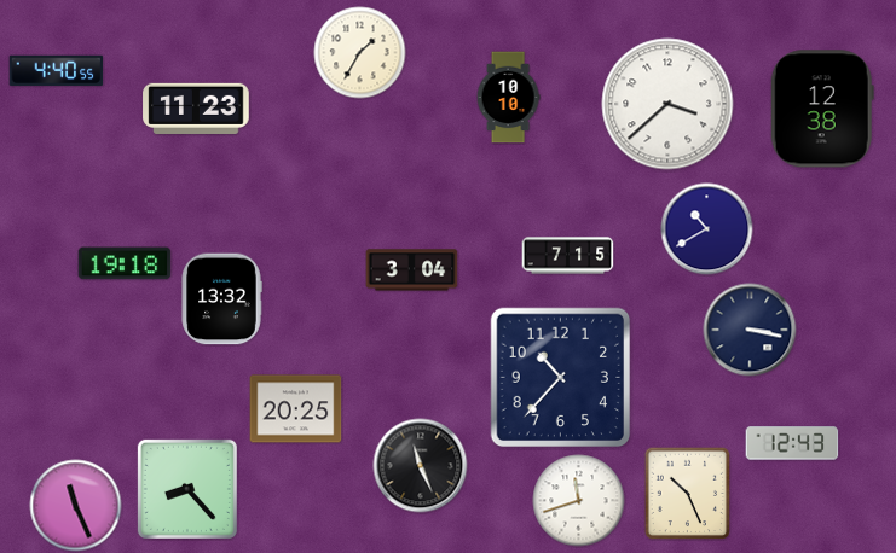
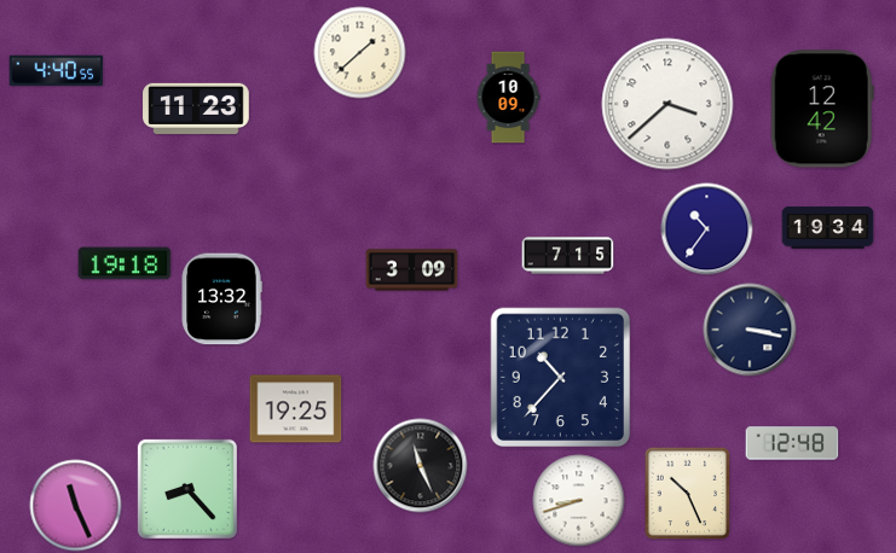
clock at (360, 53): 1:35 -> 1:38
clock at (508, 98): 10:10 -> 10:09
clock at (822, 109): 12:38 -> 12:42
clock at (828, 228): none -> 19:34
clock at (707, 229): 10:40 -> 10:36
clock at (412, 270): 3:04 -> 3:09
clock at (296, 409): 20:25 -> 19:25
clock at (792, 443): 12:43 -> 12:48
clock at (579, 501): 11:42 -> 8:42
